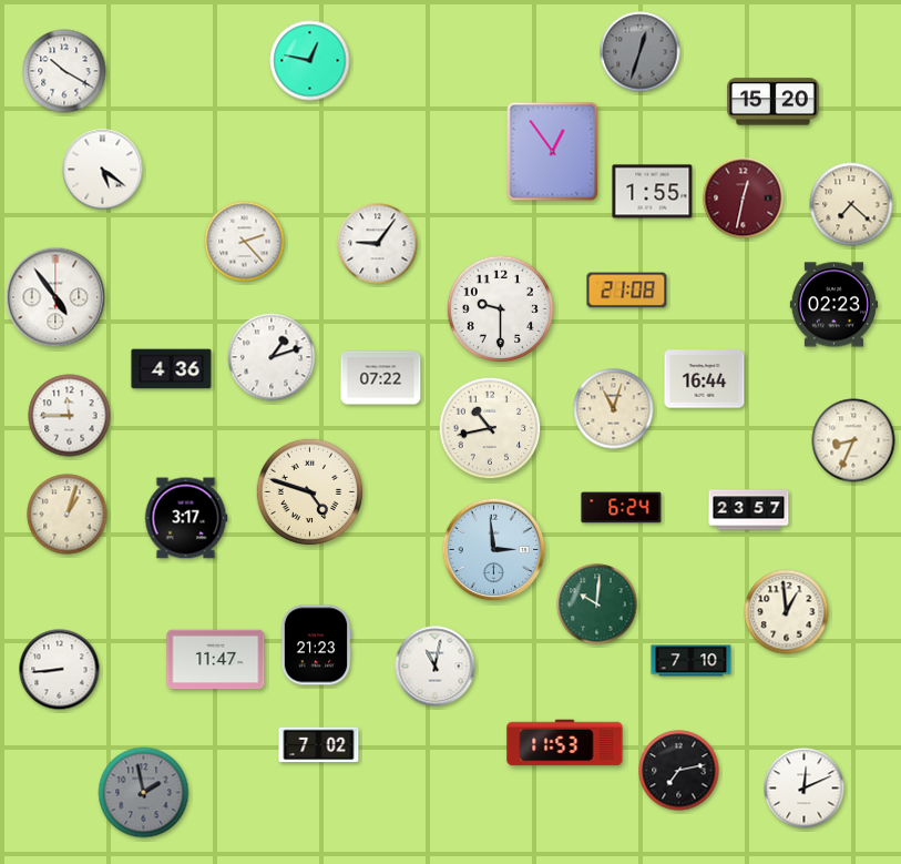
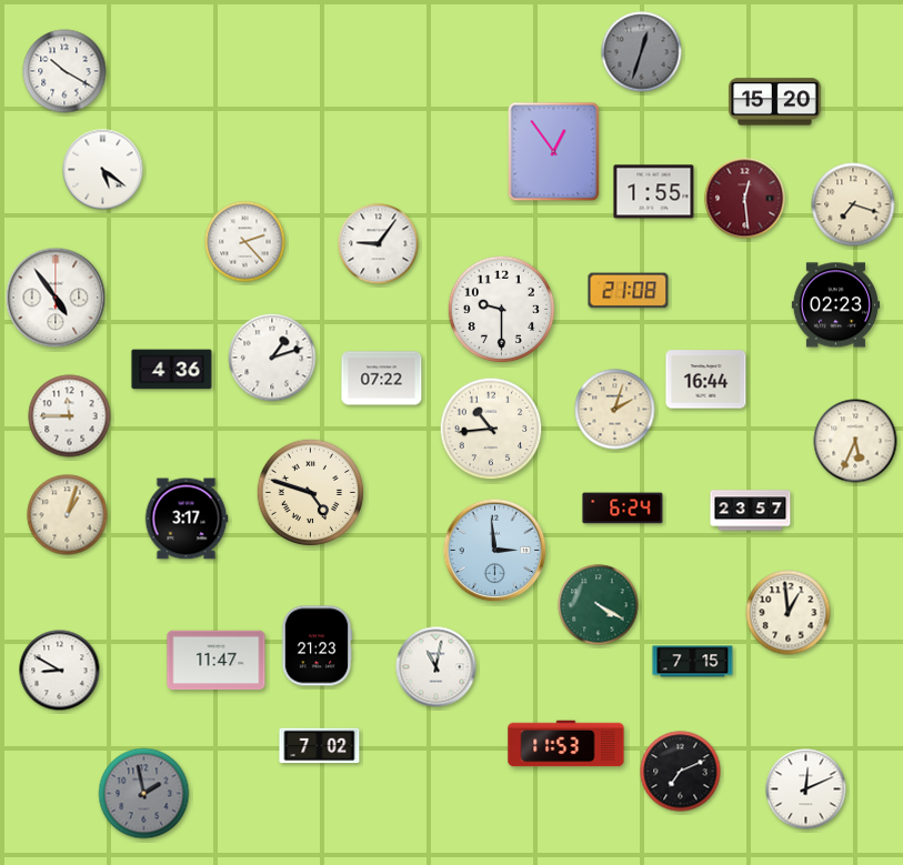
clock at (310, 61): 12:47 -> none
clock at (744, 199): 12:32 -> 12:29
clock at (851, 204): 7:22 -> 7:18
clock at (614, 409): 11:03 -> 2:03
clock at (490, 428): 10:43 -> 10:44
clock at (853, 440): 8:34 -> 5:34
clock at (597, 604): 10:01 -> 4:20
clock at (692, 661): 7:10 -> 7:15
clock at (60, 670): 8:44 -> 8:50
clock at (679, 771): 7:13 -> 7:11
